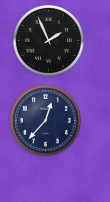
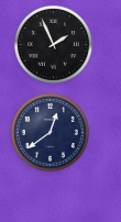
clock at (45, 120): 12:37 -> 12:39
